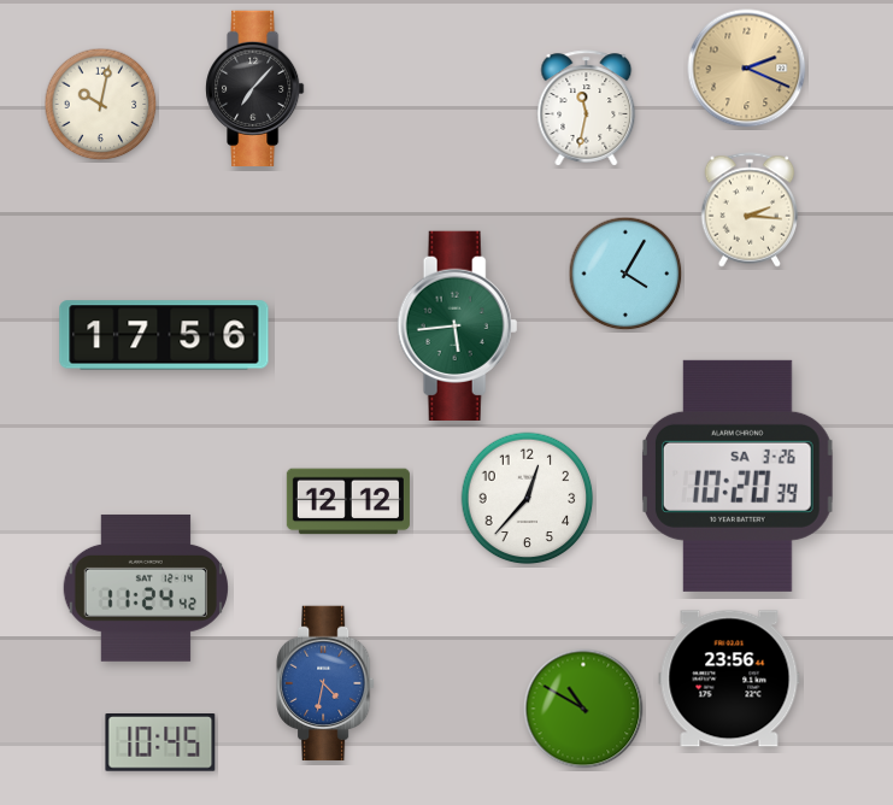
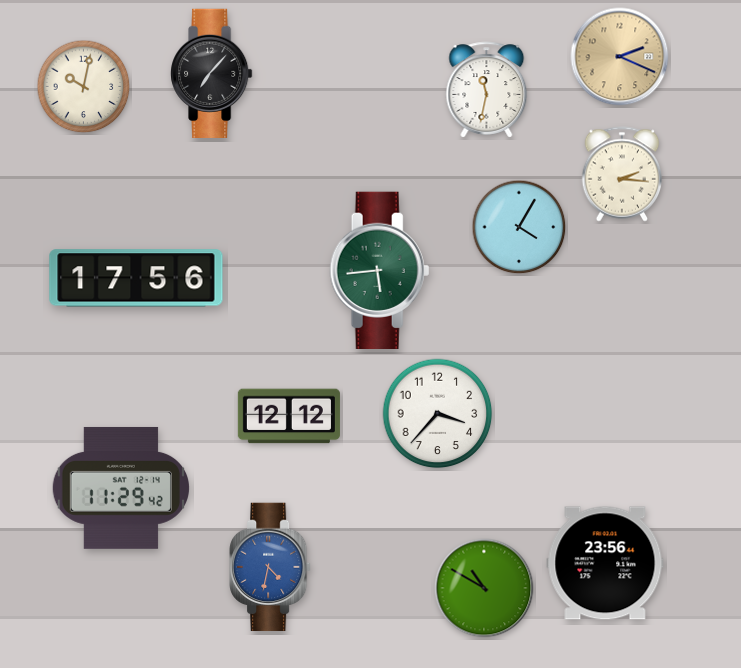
clock at (738, 476): 10:20 -> none
clock at (528, 499): 12:37 -> 3:37
clock at (145, 588): 11:24 -> 11:29
clock at (160, 744): 10:45 -> none
